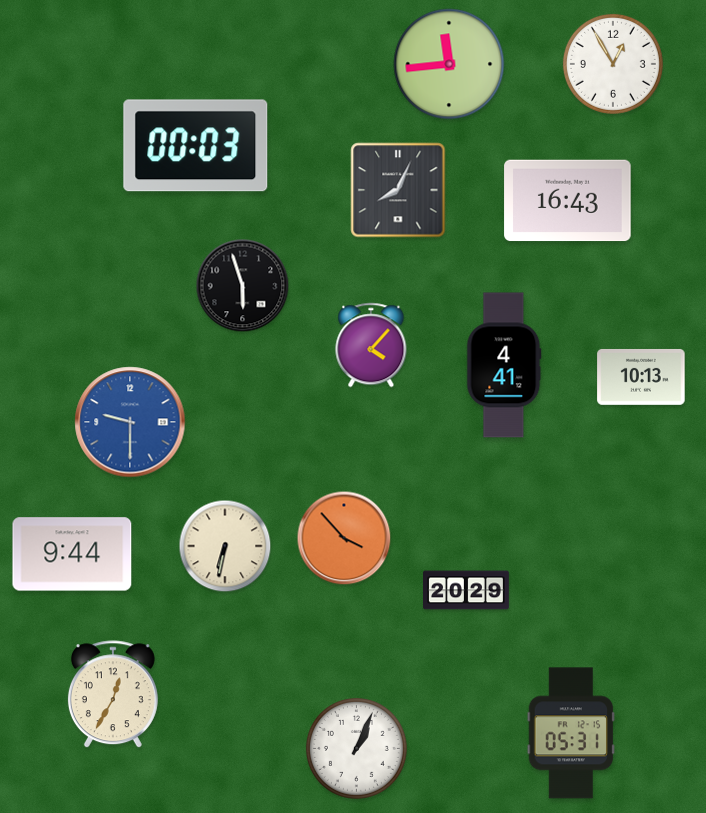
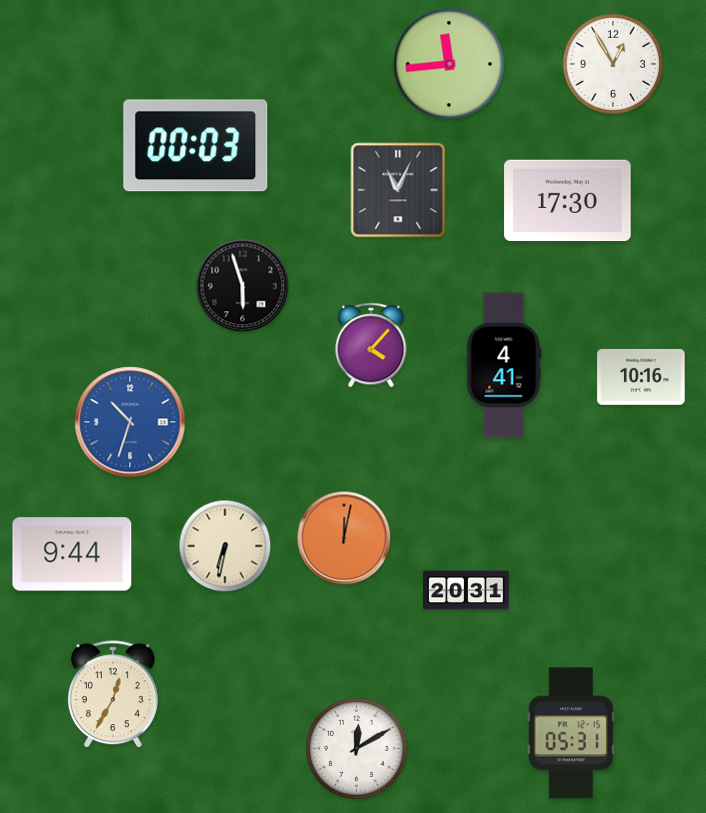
clock at (398, 190): 8:04 -> 11:04
clock at (568, 201): 16:43 -> 17:30
clock at (641, 377): 10:13 -> 10:16
clock at (130, 422): 9:30 -> 10:33
clock at (344, 538): 3:53 -> 12:02
clock at (467, 590): 20:29 -> 20:31
clock at (356, 748): 1:04 -> 12:10
